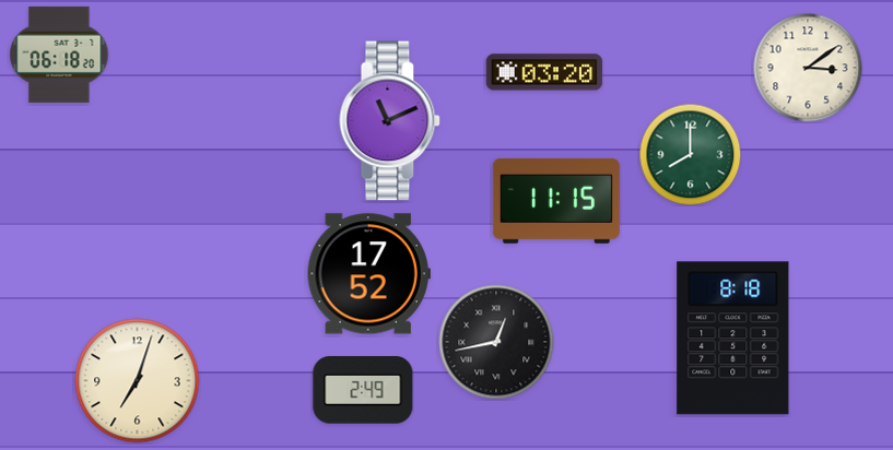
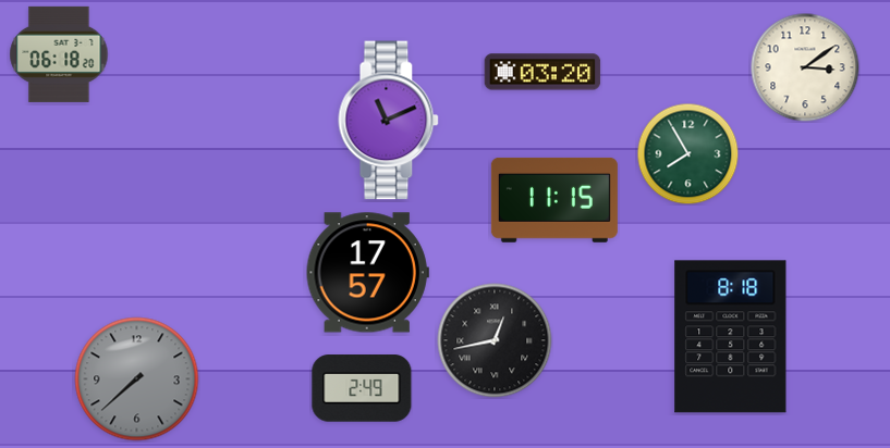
clock at (690, 154): 8:00 -> 7:55
clock at (368, 274): 17:52 -> 17:57
clock at (138, 381): 7:03 -> 7:38
clock at (138, 381) dial: cream -> grey
